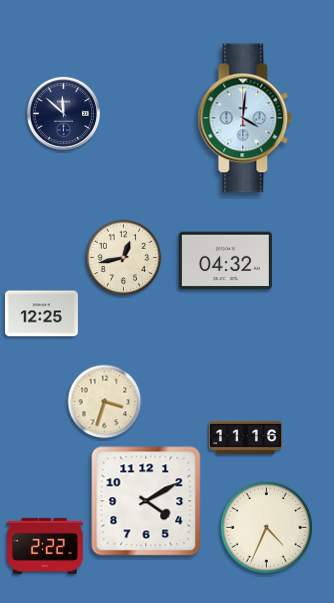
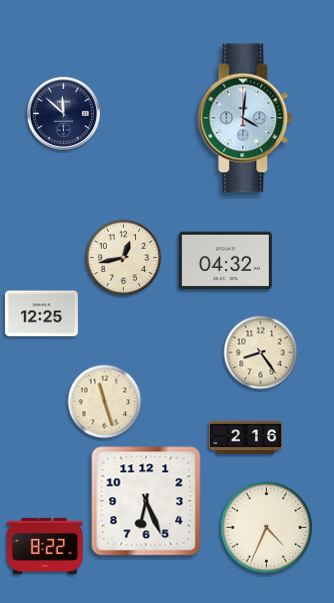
clock at (261, 353): none -> 8:24
clock at (105, 402): 3:33 -> 11:27
clock at (245, 437): 11:16 -> 2:16
clock at (146, 501): 4:10 -> 6:26
clock at (45, 546): 2:22 -> 8:22
